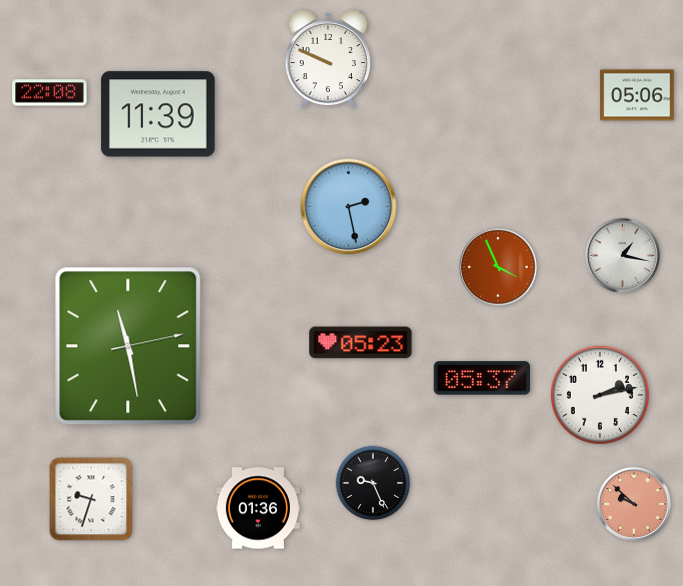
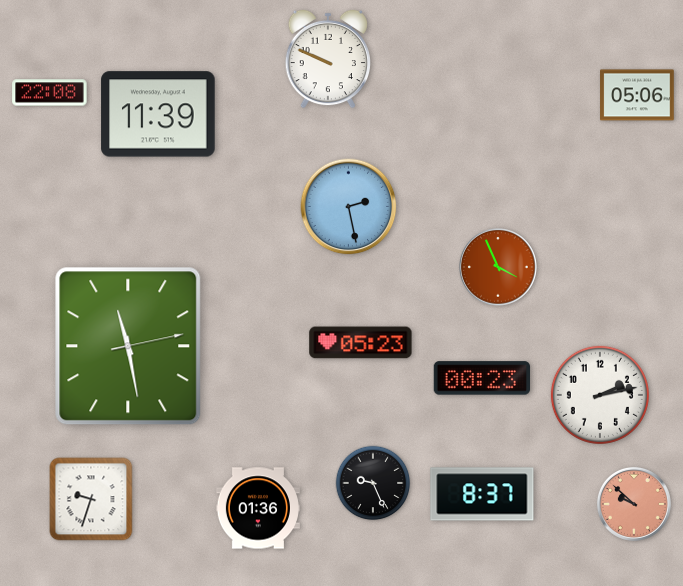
clock at (622, 255): 1:17 -> none
clock at (482, 378): 05:37 -> 00:23
clock at (482, 494): none -> 8:37
